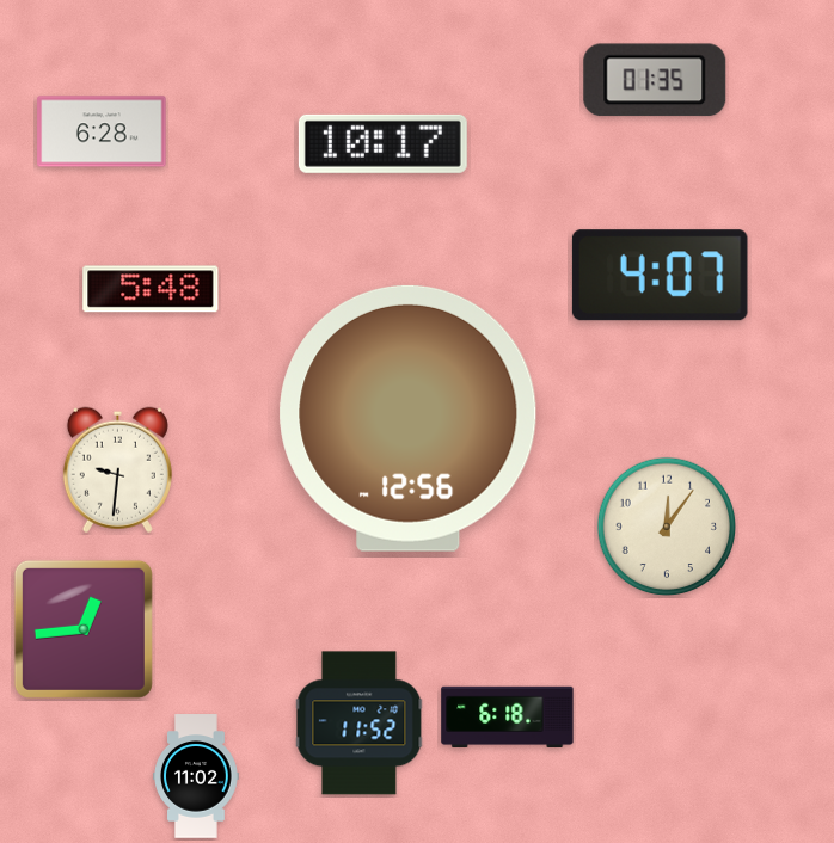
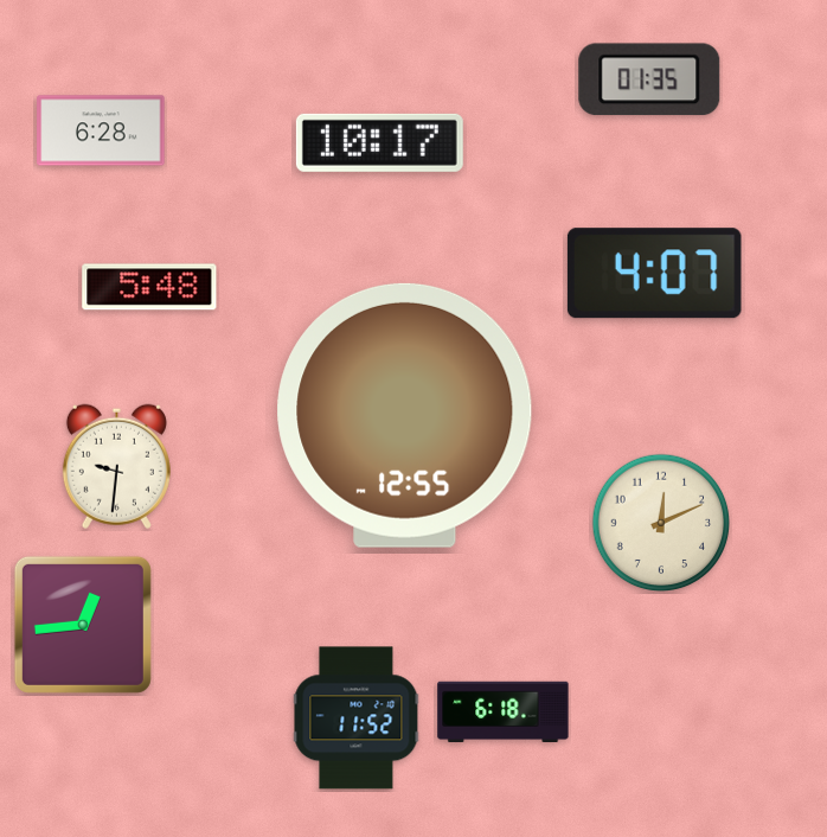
clock at (409, 418): 12:56 -> 12:55
clock at (667, 527): 12:06 -> 12:11
clock at (197, 776): 11:02 -> none
